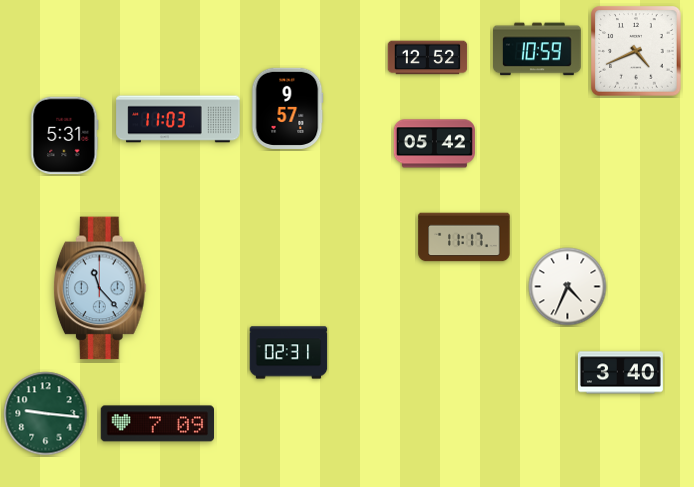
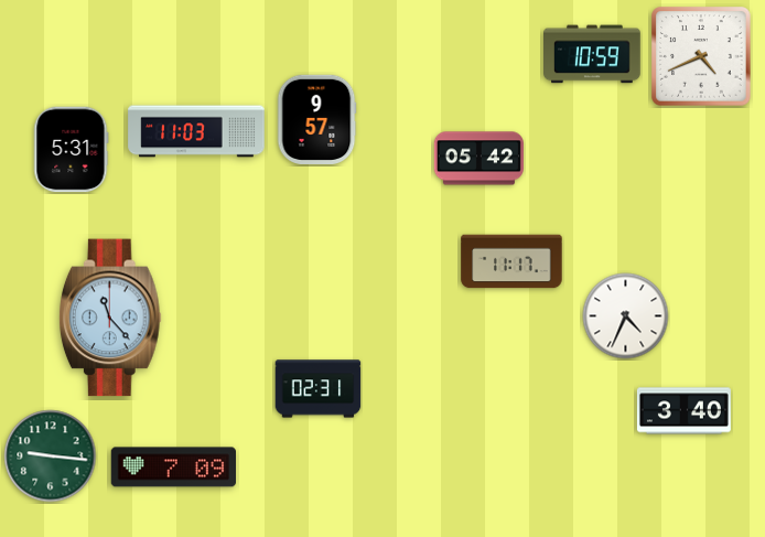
clock at (428, 58): 12:52 -> none
